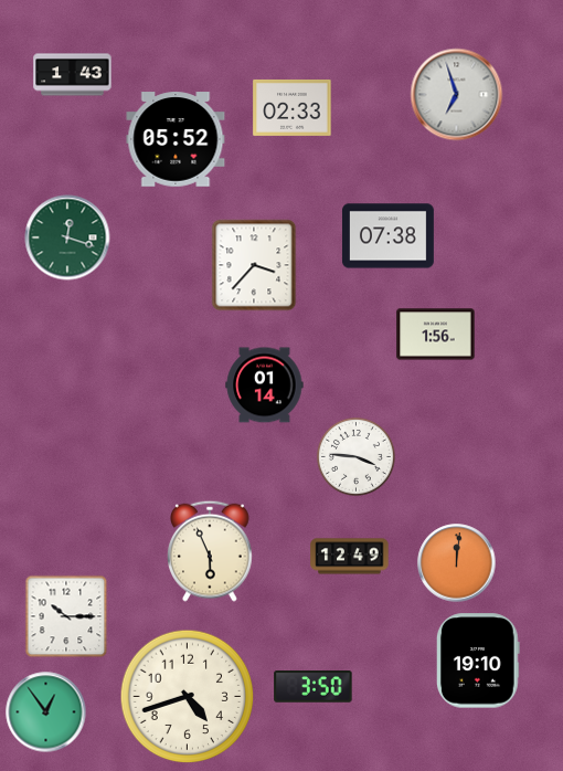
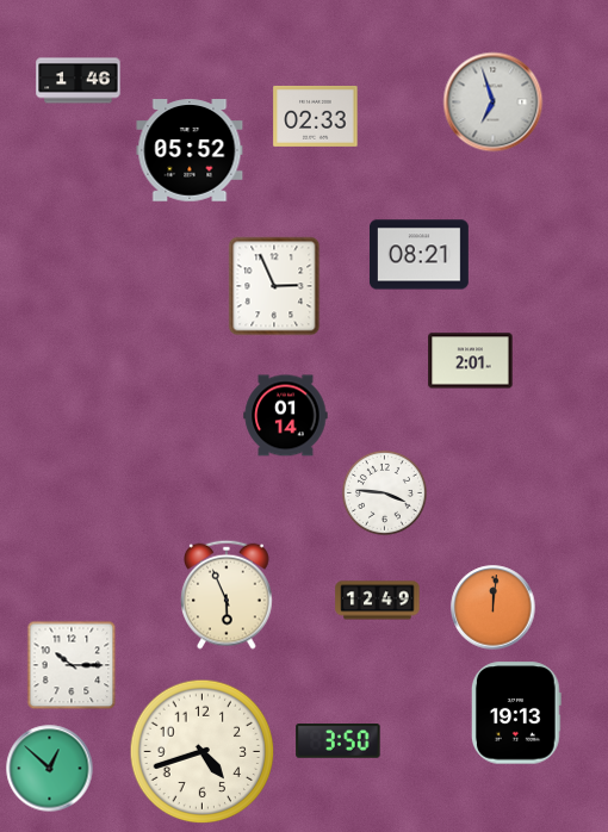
clock at (73, 75): 1:43 -> 1:46
clock at (387, 236): 07:38 -> 08:21
clock at (67, 237): 12:18 -> none
clock at (254, 265): 3:37 -> 2:56
clock at (436, 335): 1:56 -> 2:01
clock at (478, 661): 19:10 -> 19:13
clock at (46, 712): 12:54 -> 12:52
